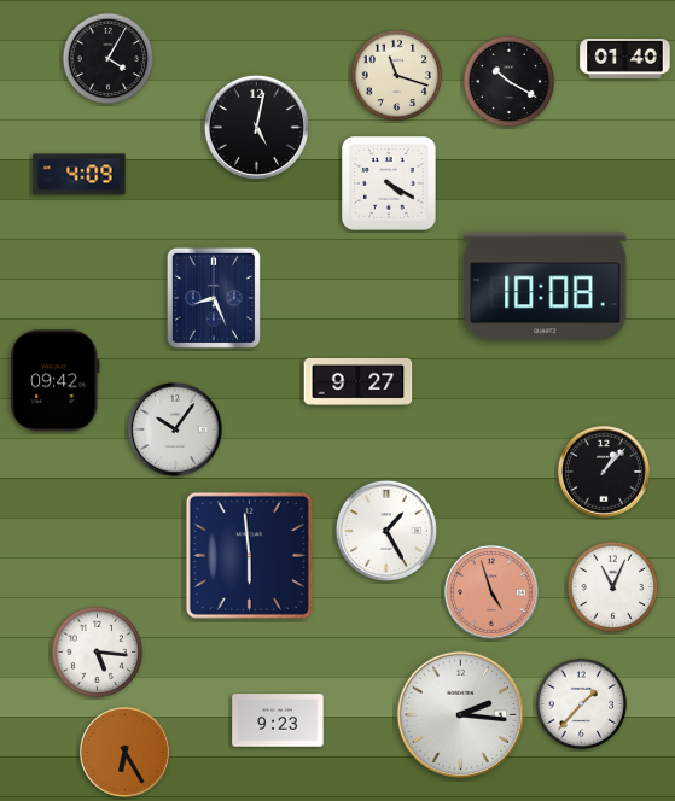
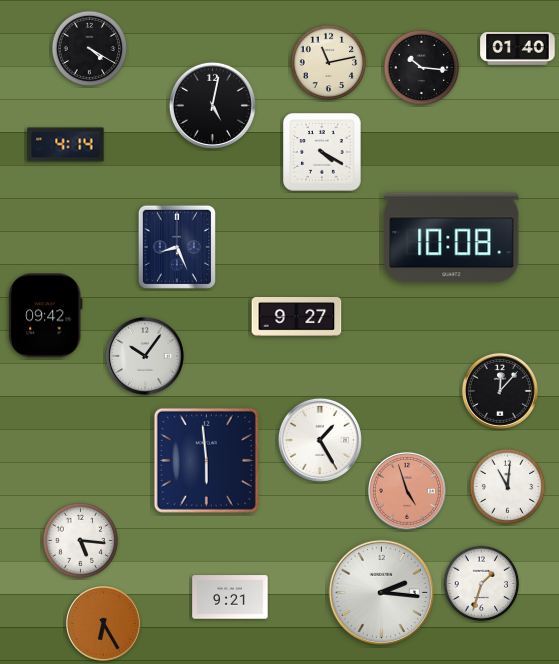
clock at (109, 59): 4:05 -> 4:20
clock at (397, 76): 11:18 -> 11:13
clock at (510, 82): 10:20 -> 10:16
clock at (80, 175): 4:09 -> 4:14
clock at (604, 472): 1:07 -> 12:07
clock at (613, 587): 11:04 -> 11:01
clock at (582, 704): 1:37 -> 1:33
clock at (278, 720): 9:23 -> 9:21
